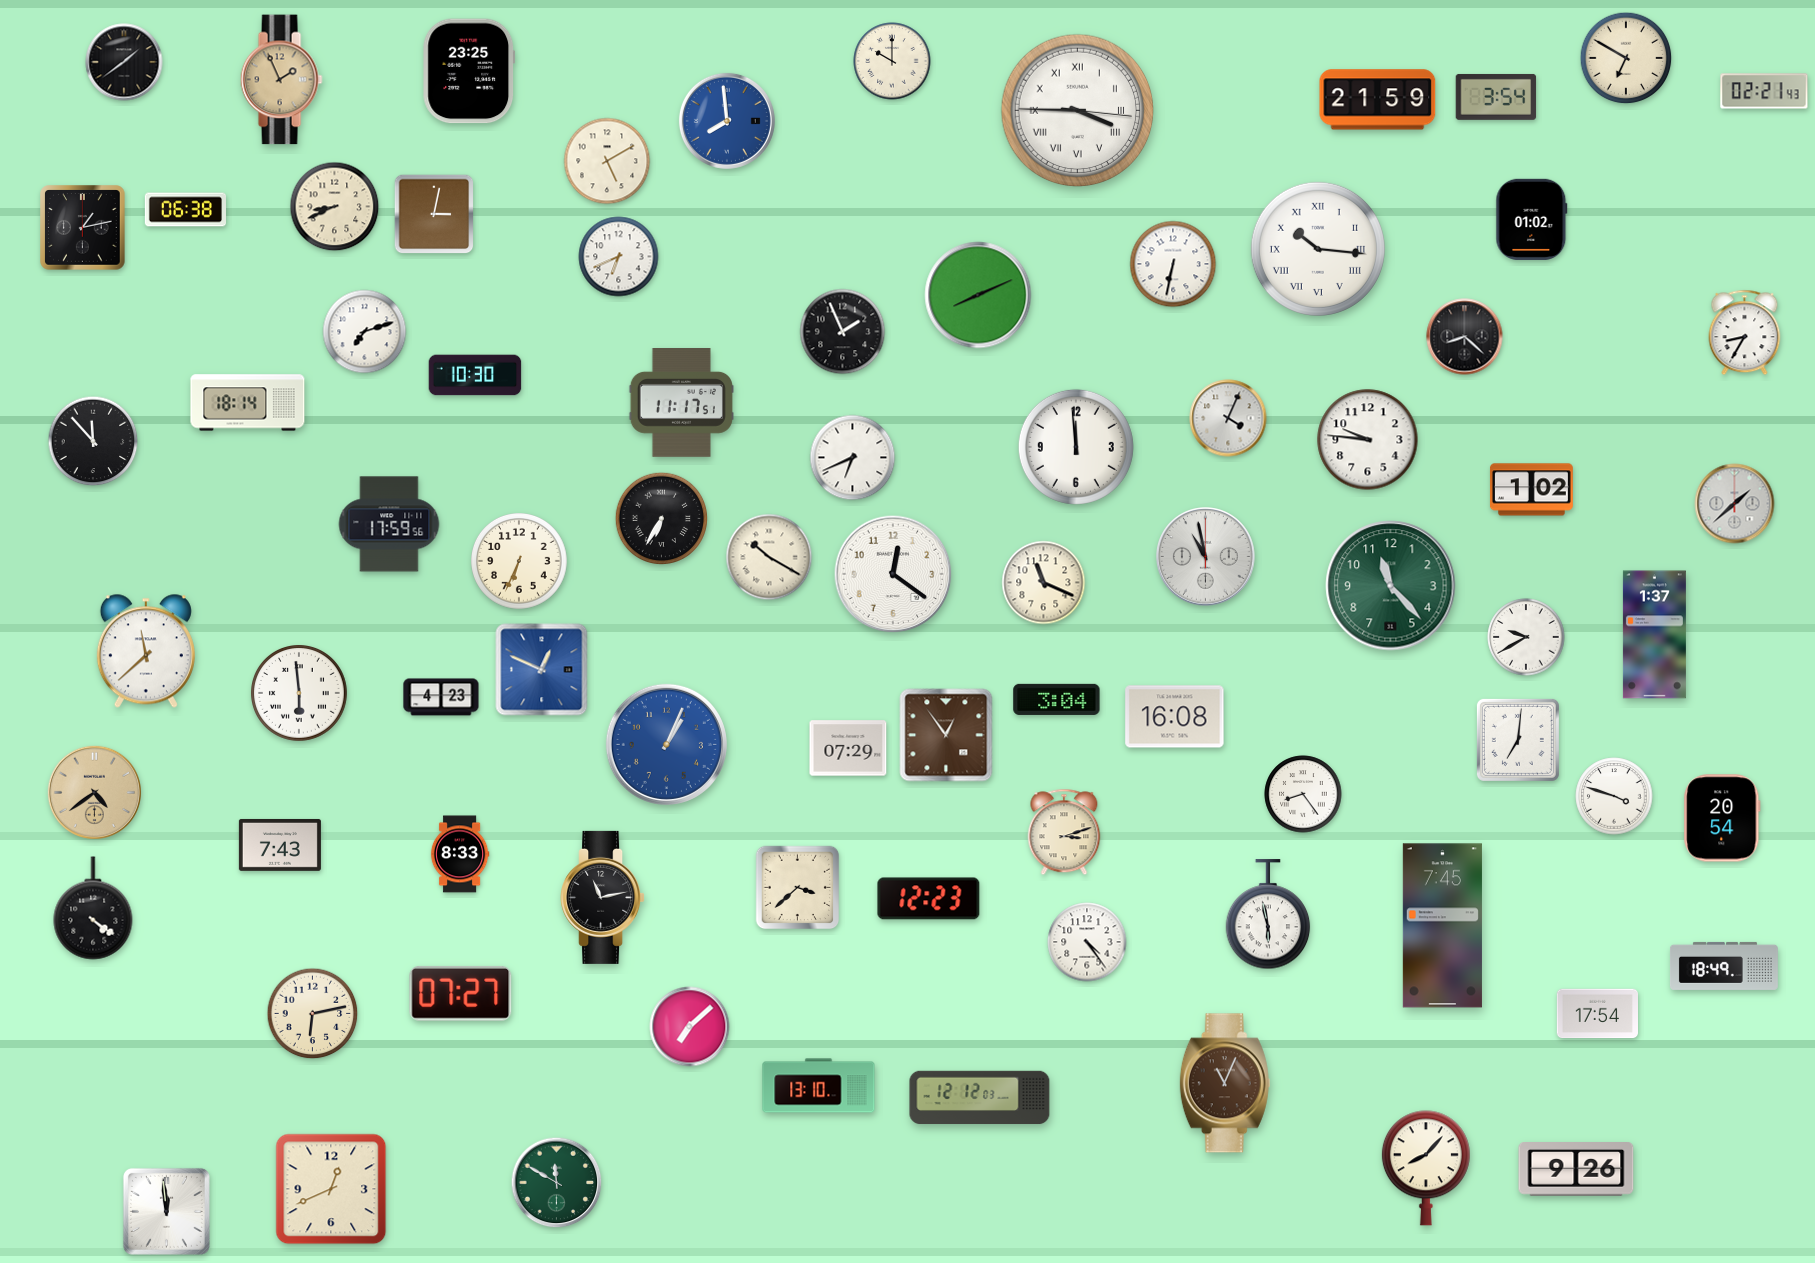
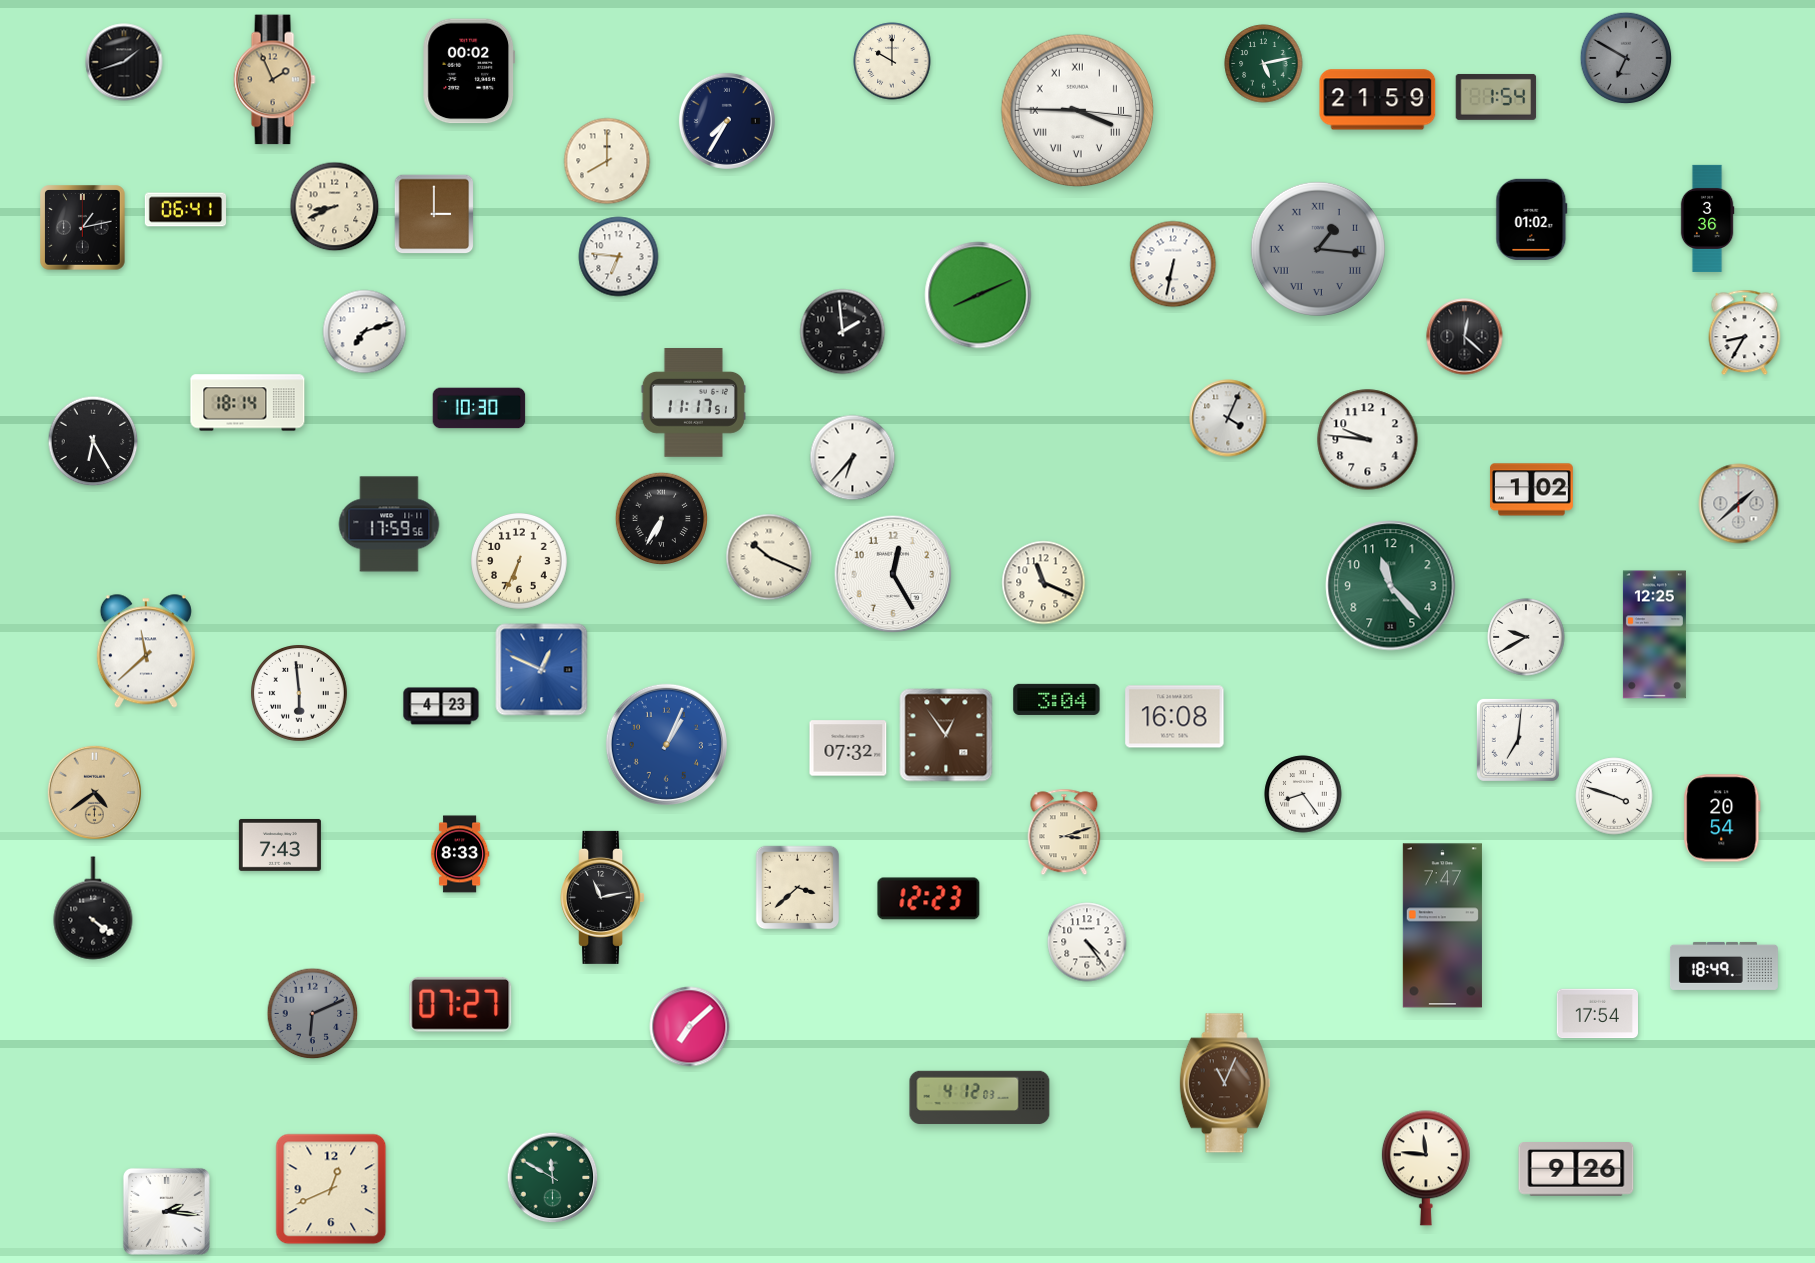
clock at (1626, 58) dial: cream -> grey
clock at (124, 62): 1:39 -> 1:42
clock at (1264, 64): none -> 5:13
clock at (469, 71): 23:25 -> 00:02
clock at (281, 80) position: (281, 80) -> (274, 80)
clock at (1764, 91): 02:21 -> none
clock at (1496, 97): 3:54 -> 1:54
clock at (727, 121): 7:59 -> 7:35
clock at (727, 121) dial: blue -> navy
clock at (607, 161): 5:10 -> 8:00
clock at (185, 210): 06:38 -> 06:41
clock at (434, 214): 3:02 -> 3:00
clock at (1707, 218): none -> 3:36
clock at (1318, 249): 10:16 -> 1:16
clock at (1318, 249) dial: white -> grey
clock at (619, 257): 6:41 -> 6:46
clock at (843, 332): 1:56 -> 1:59
clock at (1465, 337): 8:22 -> 12:22
clock at (475, 375) position: (475, 375) -> (479, 408)
clock at (681, 403) position: (681, 403) -> (693, 403)
clock at (93, 441): 11:53 -> 6:25
clock at (1076, 447): 11:59 -> none
clock at (853, 458): 6:41 -> 6:37
clock at (1735, 504) position: (1735, 504) -> (1739, 504)
clock at (769, 557): 10:20 -> 10:19
clock at (1206, 557): 10:58 -> none
clock at (893, 574): 12:21 -> 12:25
clock at (1654, 635): 1:37 -> 12:25
clock at (441, 697) position: (441, 697) -> (441, 706)
clock at (848, 748): 07:29 -> 07:32
clock at (1268, 915): 5:58 -> none
clock at (1442, 926): 7:45 -> 7:47
clock at (461, 993) position: (461, 993) -> (461, 1004)
clock at (313, 1014): 6:13 -> 6:11
clock at (313, 1014) dial: cream -> grey
clock at (819, 1086): 13:10 -> none
clock at (980, 1098): 12:12 -> 4:12
clock at (1426, 1168): 8:07 -> 11:46
clock at (557, 1183) position: (557, 1183) -> (553, 1178)
clock at (166, 1211): 11:59 -> 2:16
